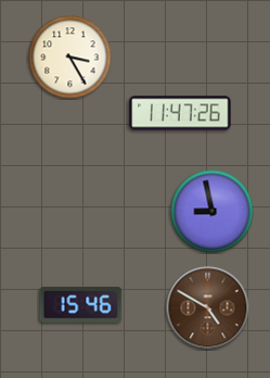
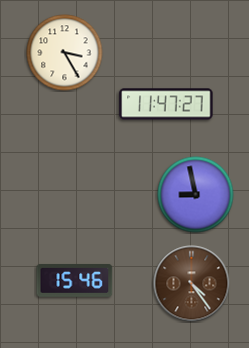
clock at (180, 113): 11:47:26 -> 11:47:27
clock at (208, 308): 4:50 -> 4:24
